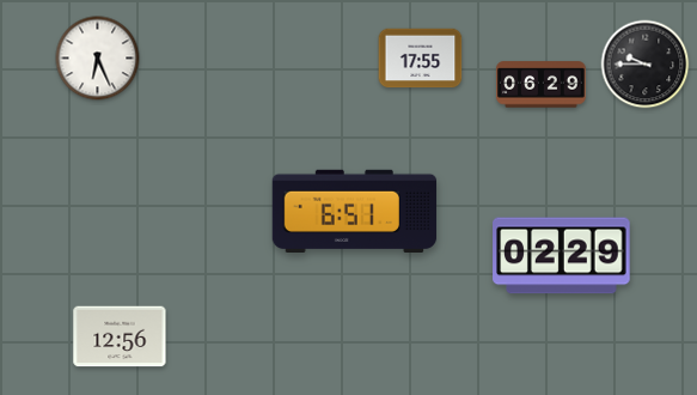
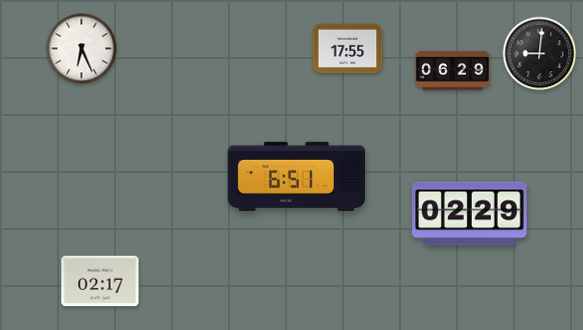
clock at (421, 59) position: (421, 59) -> (348, 49)
clock at (646, 65): 9:45 -> 9:01
clock at (120, 336): 12:56 -> 02:17
